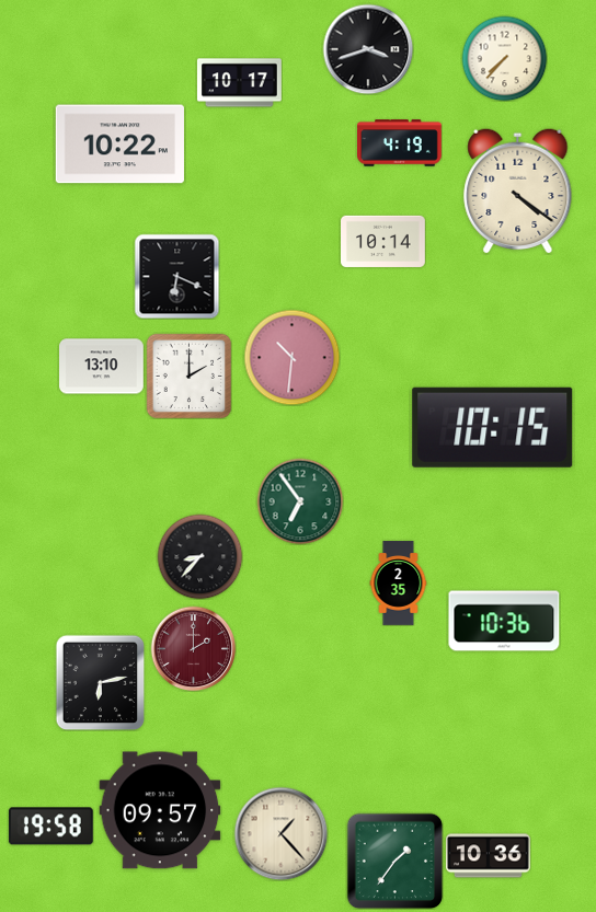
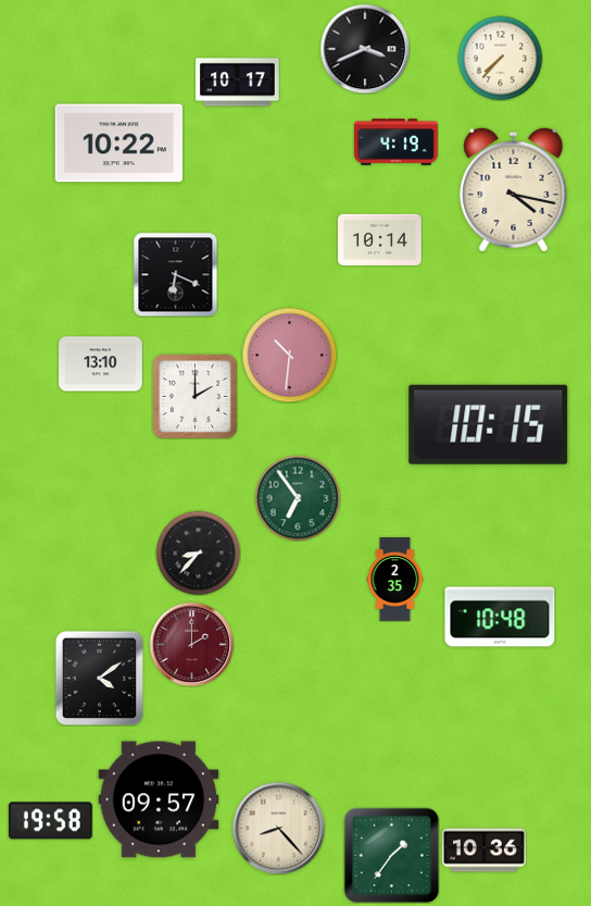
clock at (368, 49): 3:42 -> 3:41
clock at (518, 191): 4:21 -> 4:17
clock at (188, 376) position: (188, 376) -> (194, 396)
clock at (504, 621): 10:36 -> 10:48
clock at (101, 682): 6:13 -> 4:09
clock at (160, 810) position: (160, 810) -> (159, 799)
clock at (280, 833): 1:23 -> 8:23
